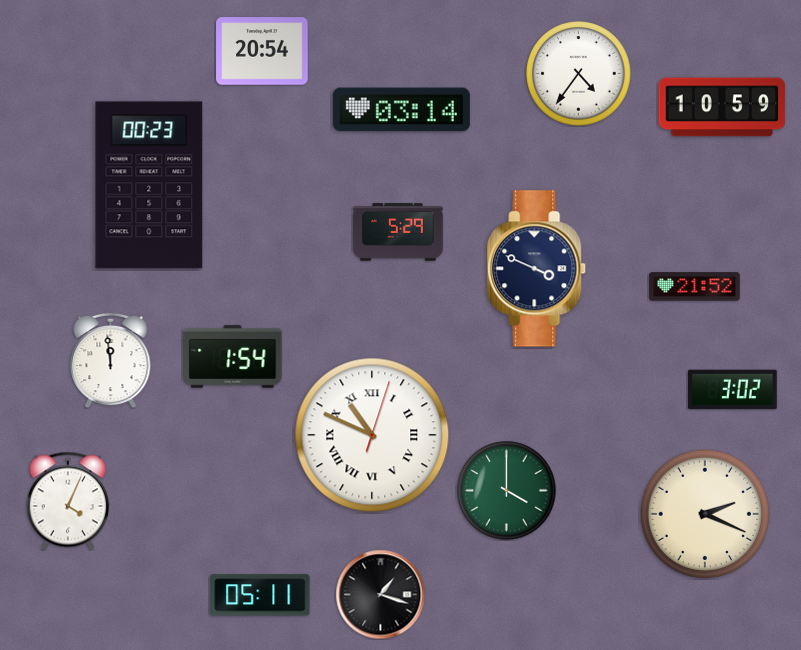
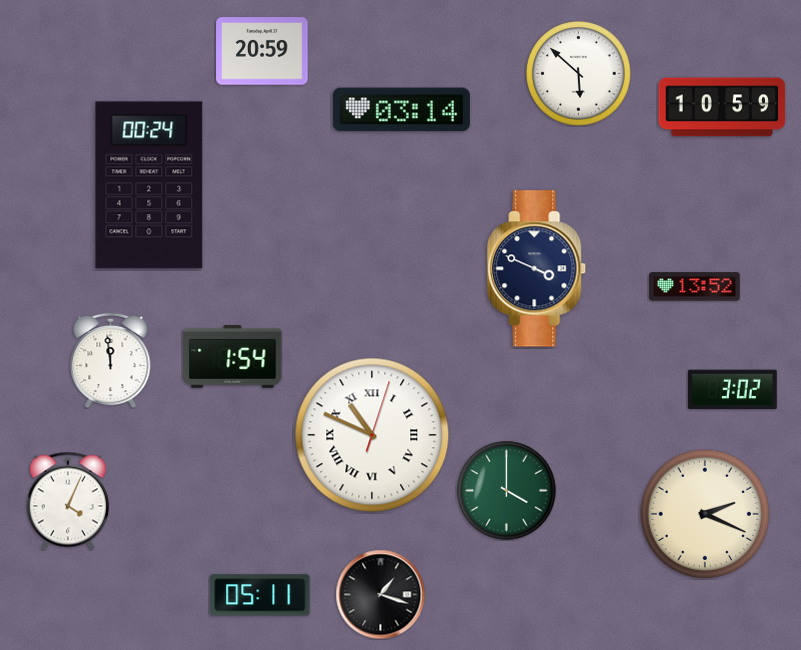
clock at (262, 51): 20:54 -> 20:59
clock at (579, 74): 4:36 -> 5:52
clock at (149, 185): 00:23 -> 00:24
clock at (398, 232): 5:29 -> none
clock at (695, 287): 21:52 -> 13:52
